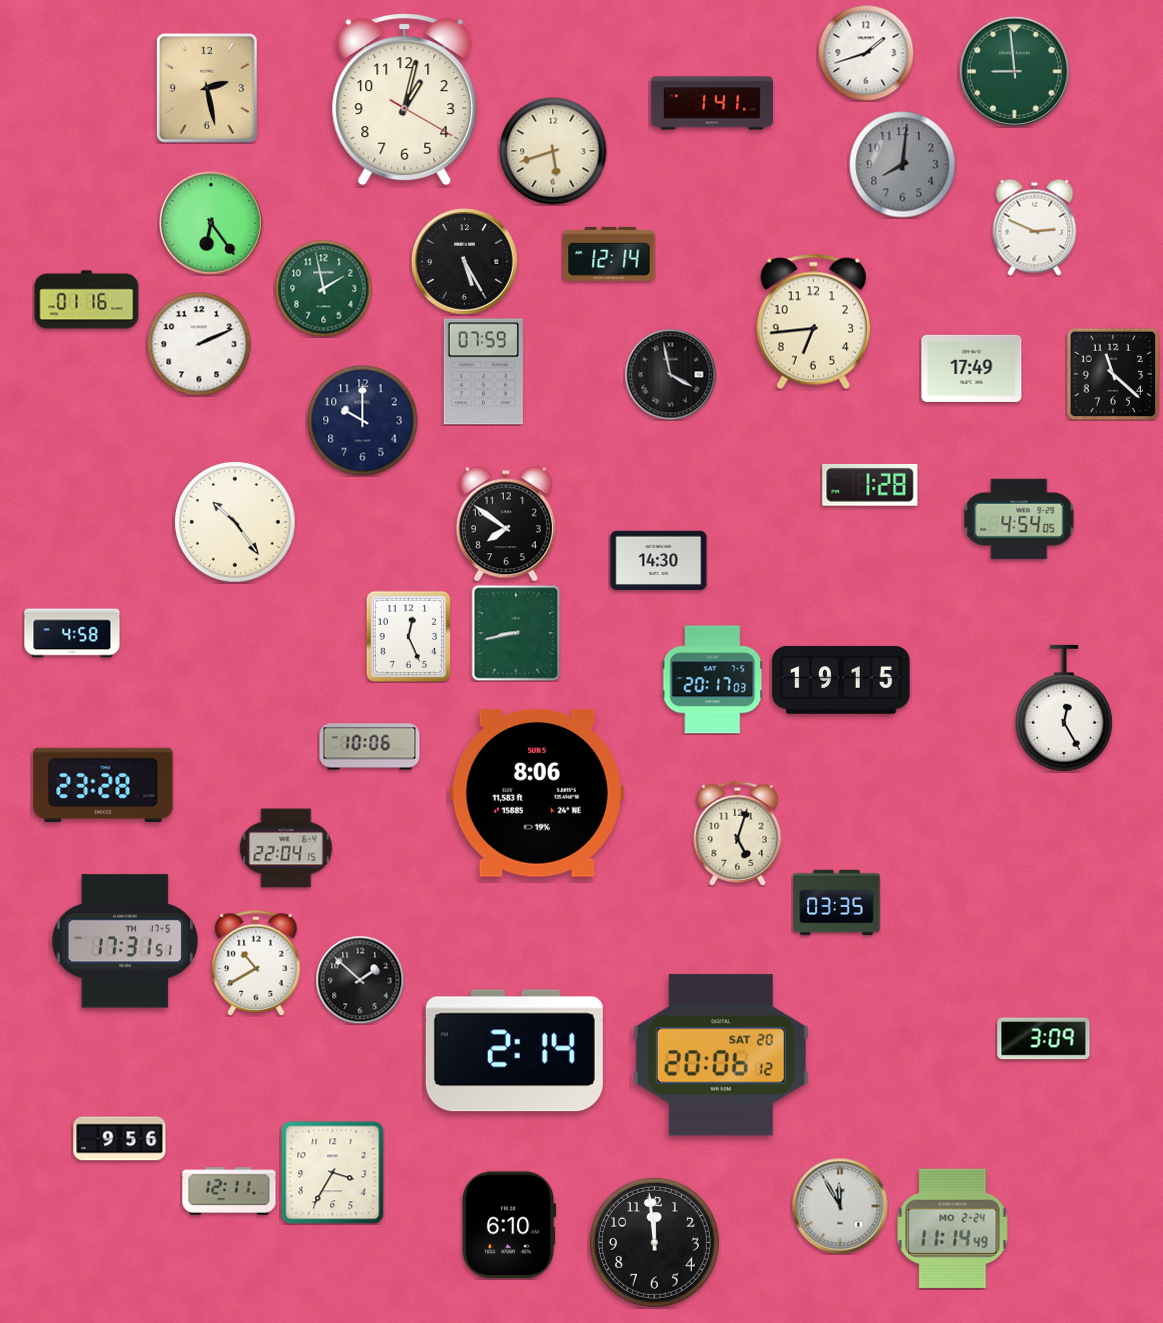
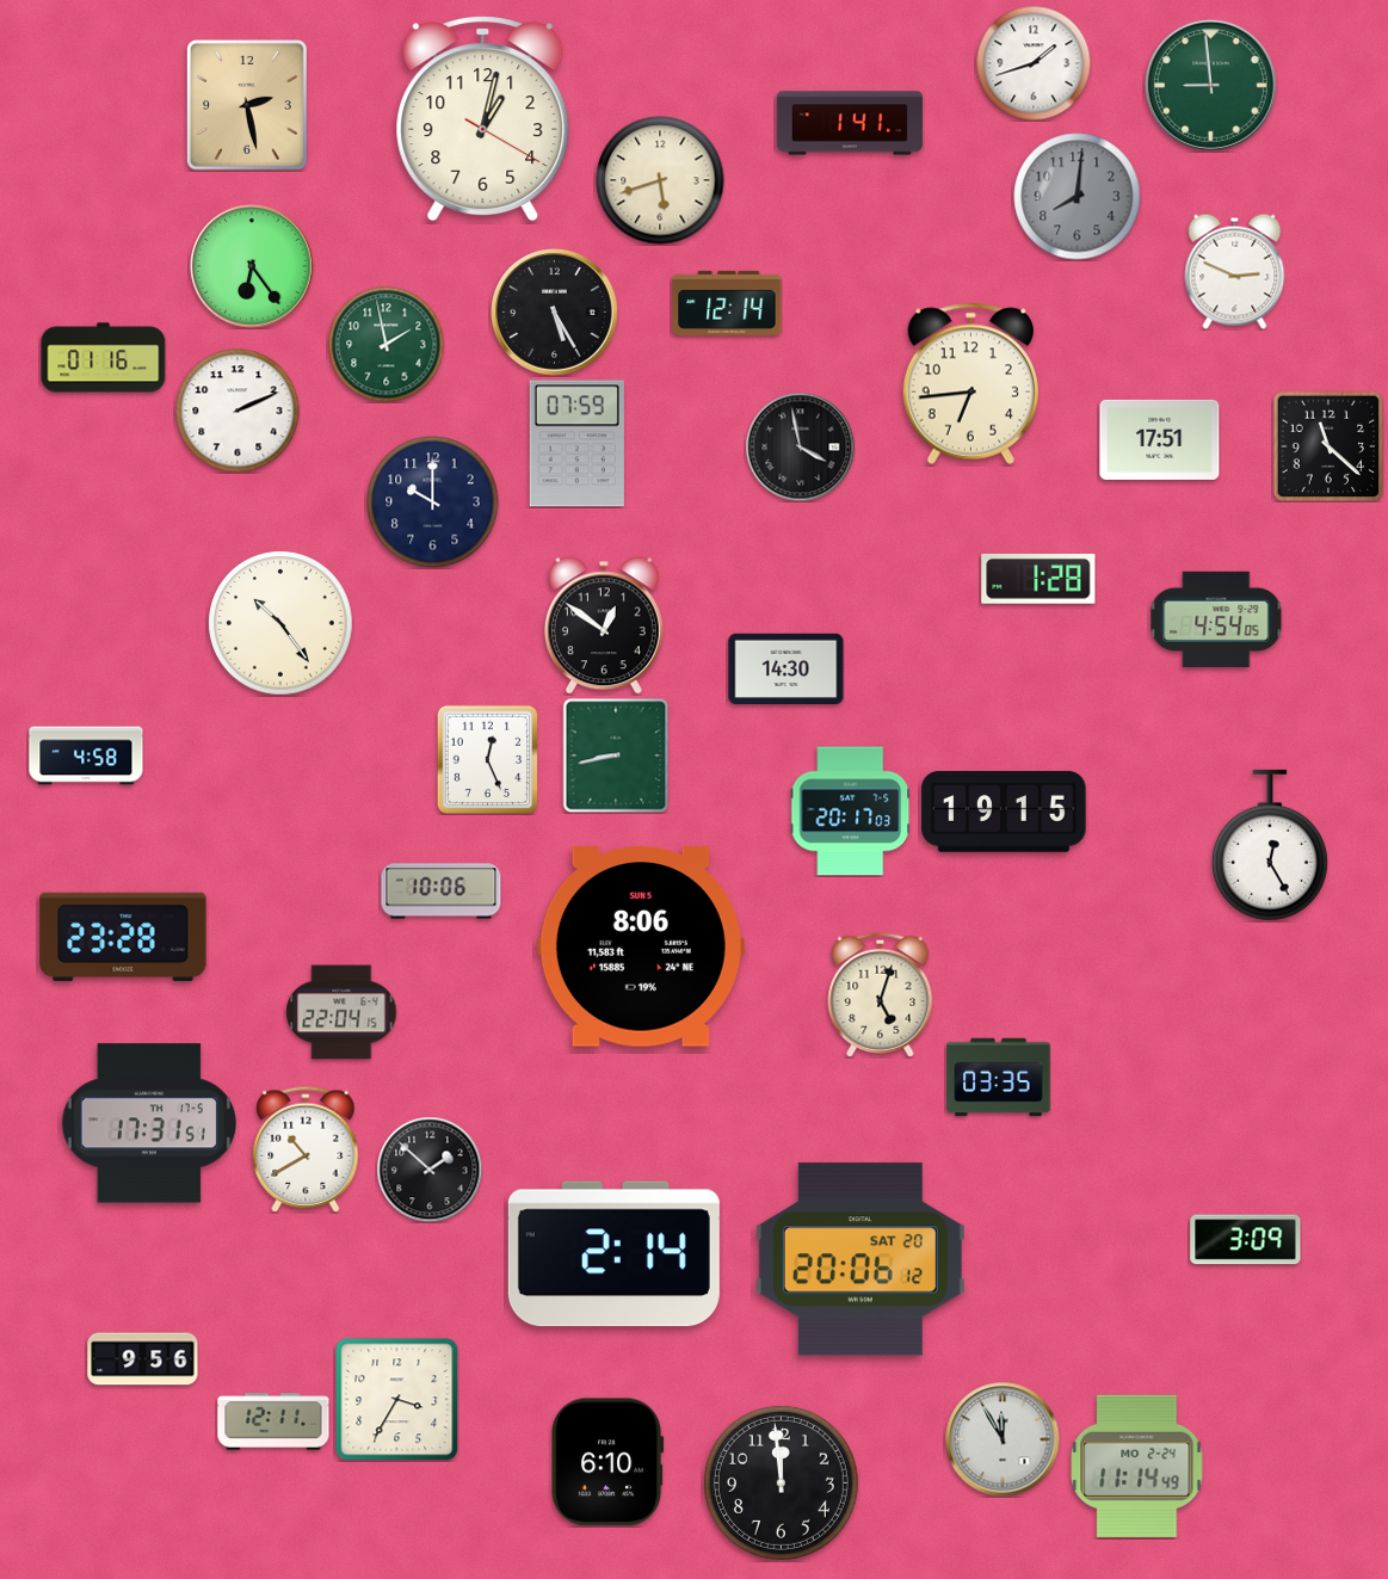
clock at (972, 368): 17:49 -> 17:51
clock at (506, 524): 7:51 -> 12:51
